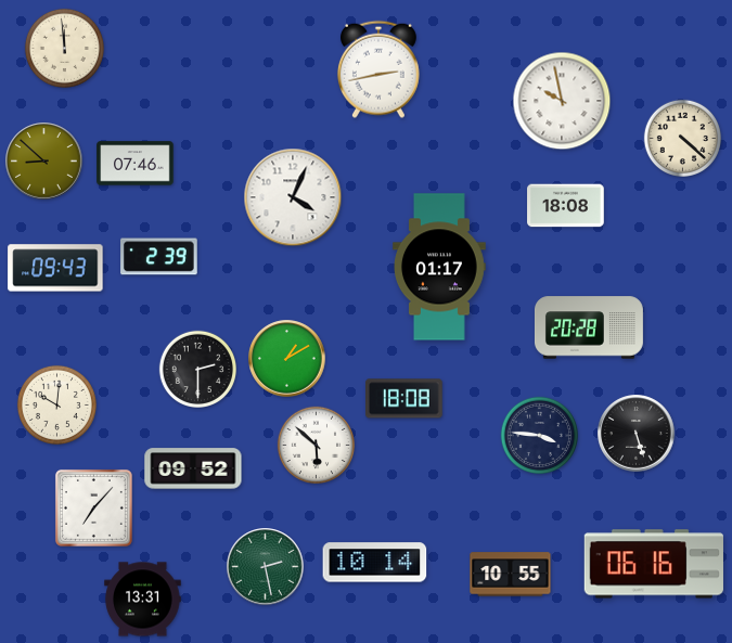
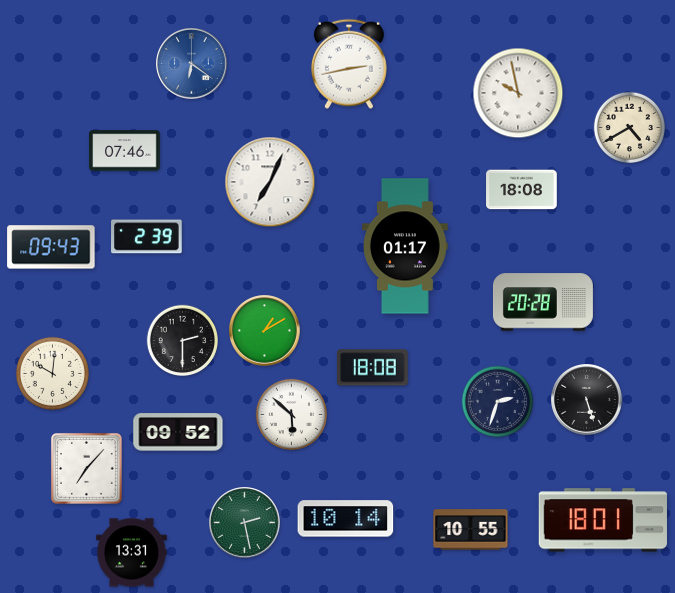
clock at (64, 48): 11:59 -> none
clock at (192, 64): none -> 6:21
clock at (682, 138): 4:22 -> 4:40
clock at (44, 162): 8:52 -> none
clock at (293, 197): 4:04 -> 7:04
clock at (539, 435): 3:46 -> 2:33
clock at (316, 445) position: (316, 445) -> (291, 414)
clock at (654, 564): 06:16 -> 18:01
